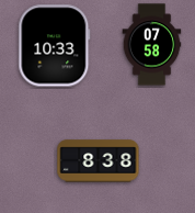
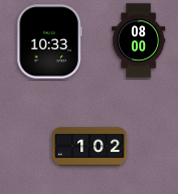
clock at (152, 45): 07:58 -> 08:00
clock at (99, 161): 8:38 -> 1:02
